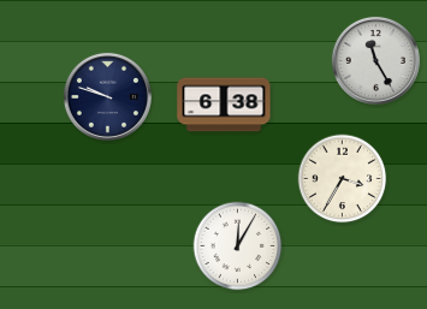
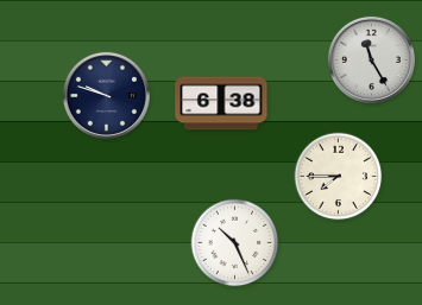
clock at (343, 179): 3:35 -> 7:45
clock at (238, 246): 12:05 -> 10:26
